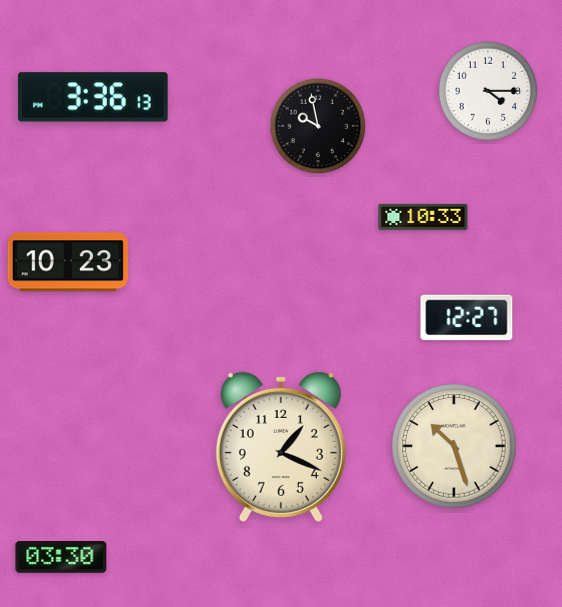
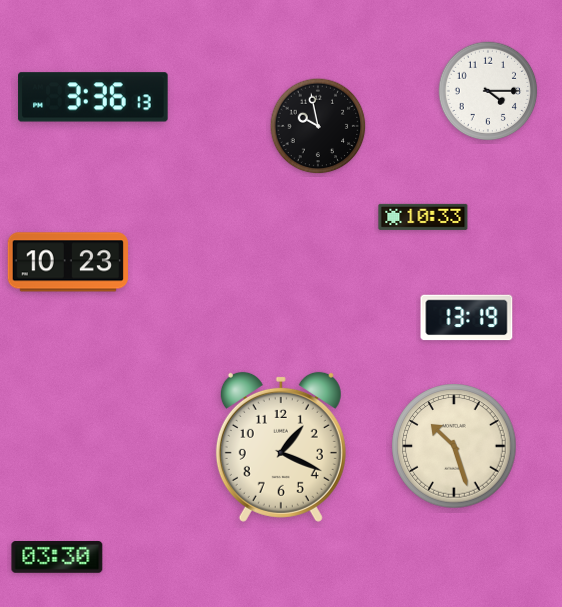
clock at (467, 318): 12:27 -> 13:19
clock at (61, 558) position: (61, 558) -> (57, 558)
